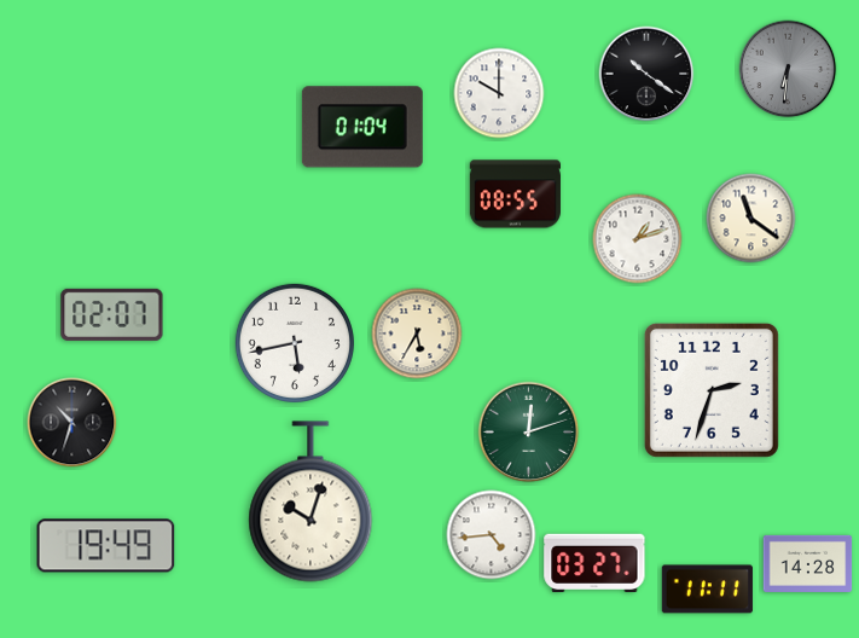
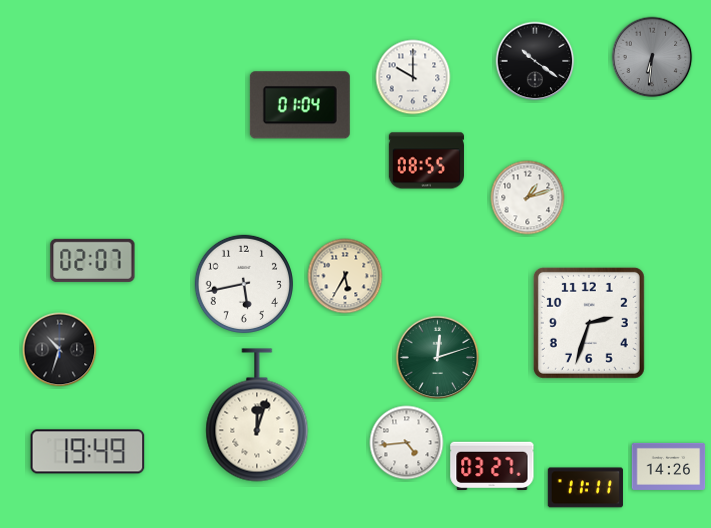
clock at (751, 219): 11:21 -> none
clock at (310, 501): 10:03 -> 12:03
clock at (808, 563): 14:28 -> 14:26
